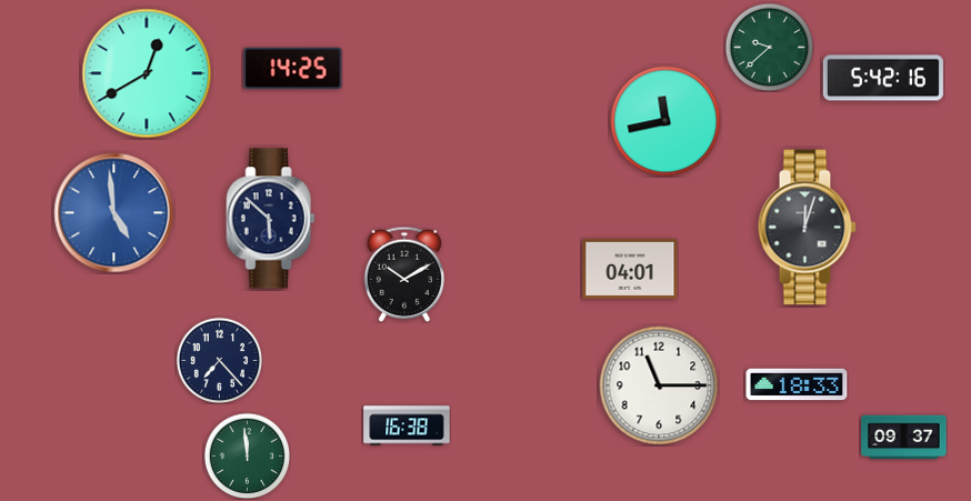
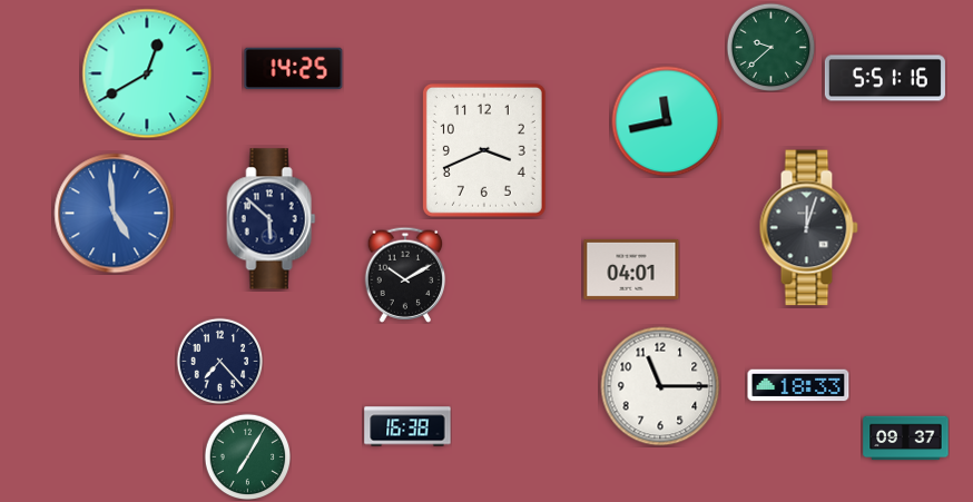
clock at (883, 78): 5:42 -> 5:51
clock at (484, 150): none -> 3:41
clock at (247, 455): 11:59 -> 7:05
